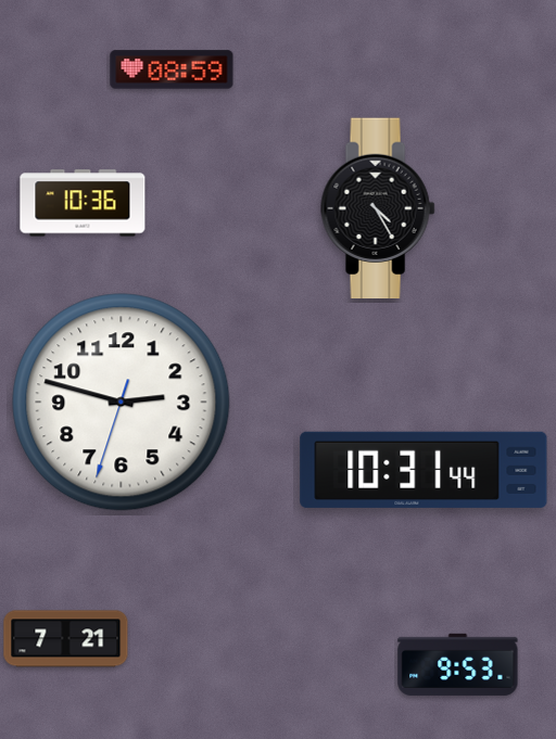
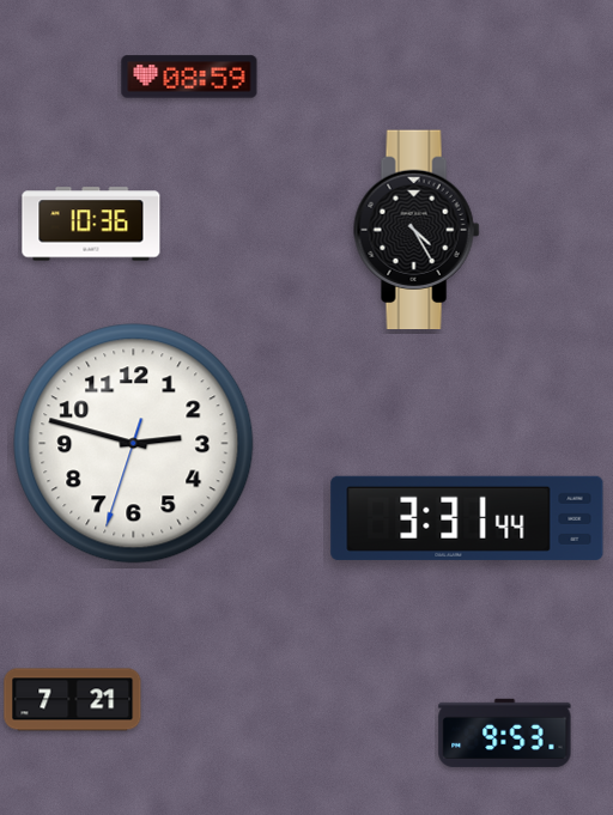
clock at (424, 470): 10:31 -> 3:31
clock at (66, 639) position: (66, 639) -> (73, 700)
